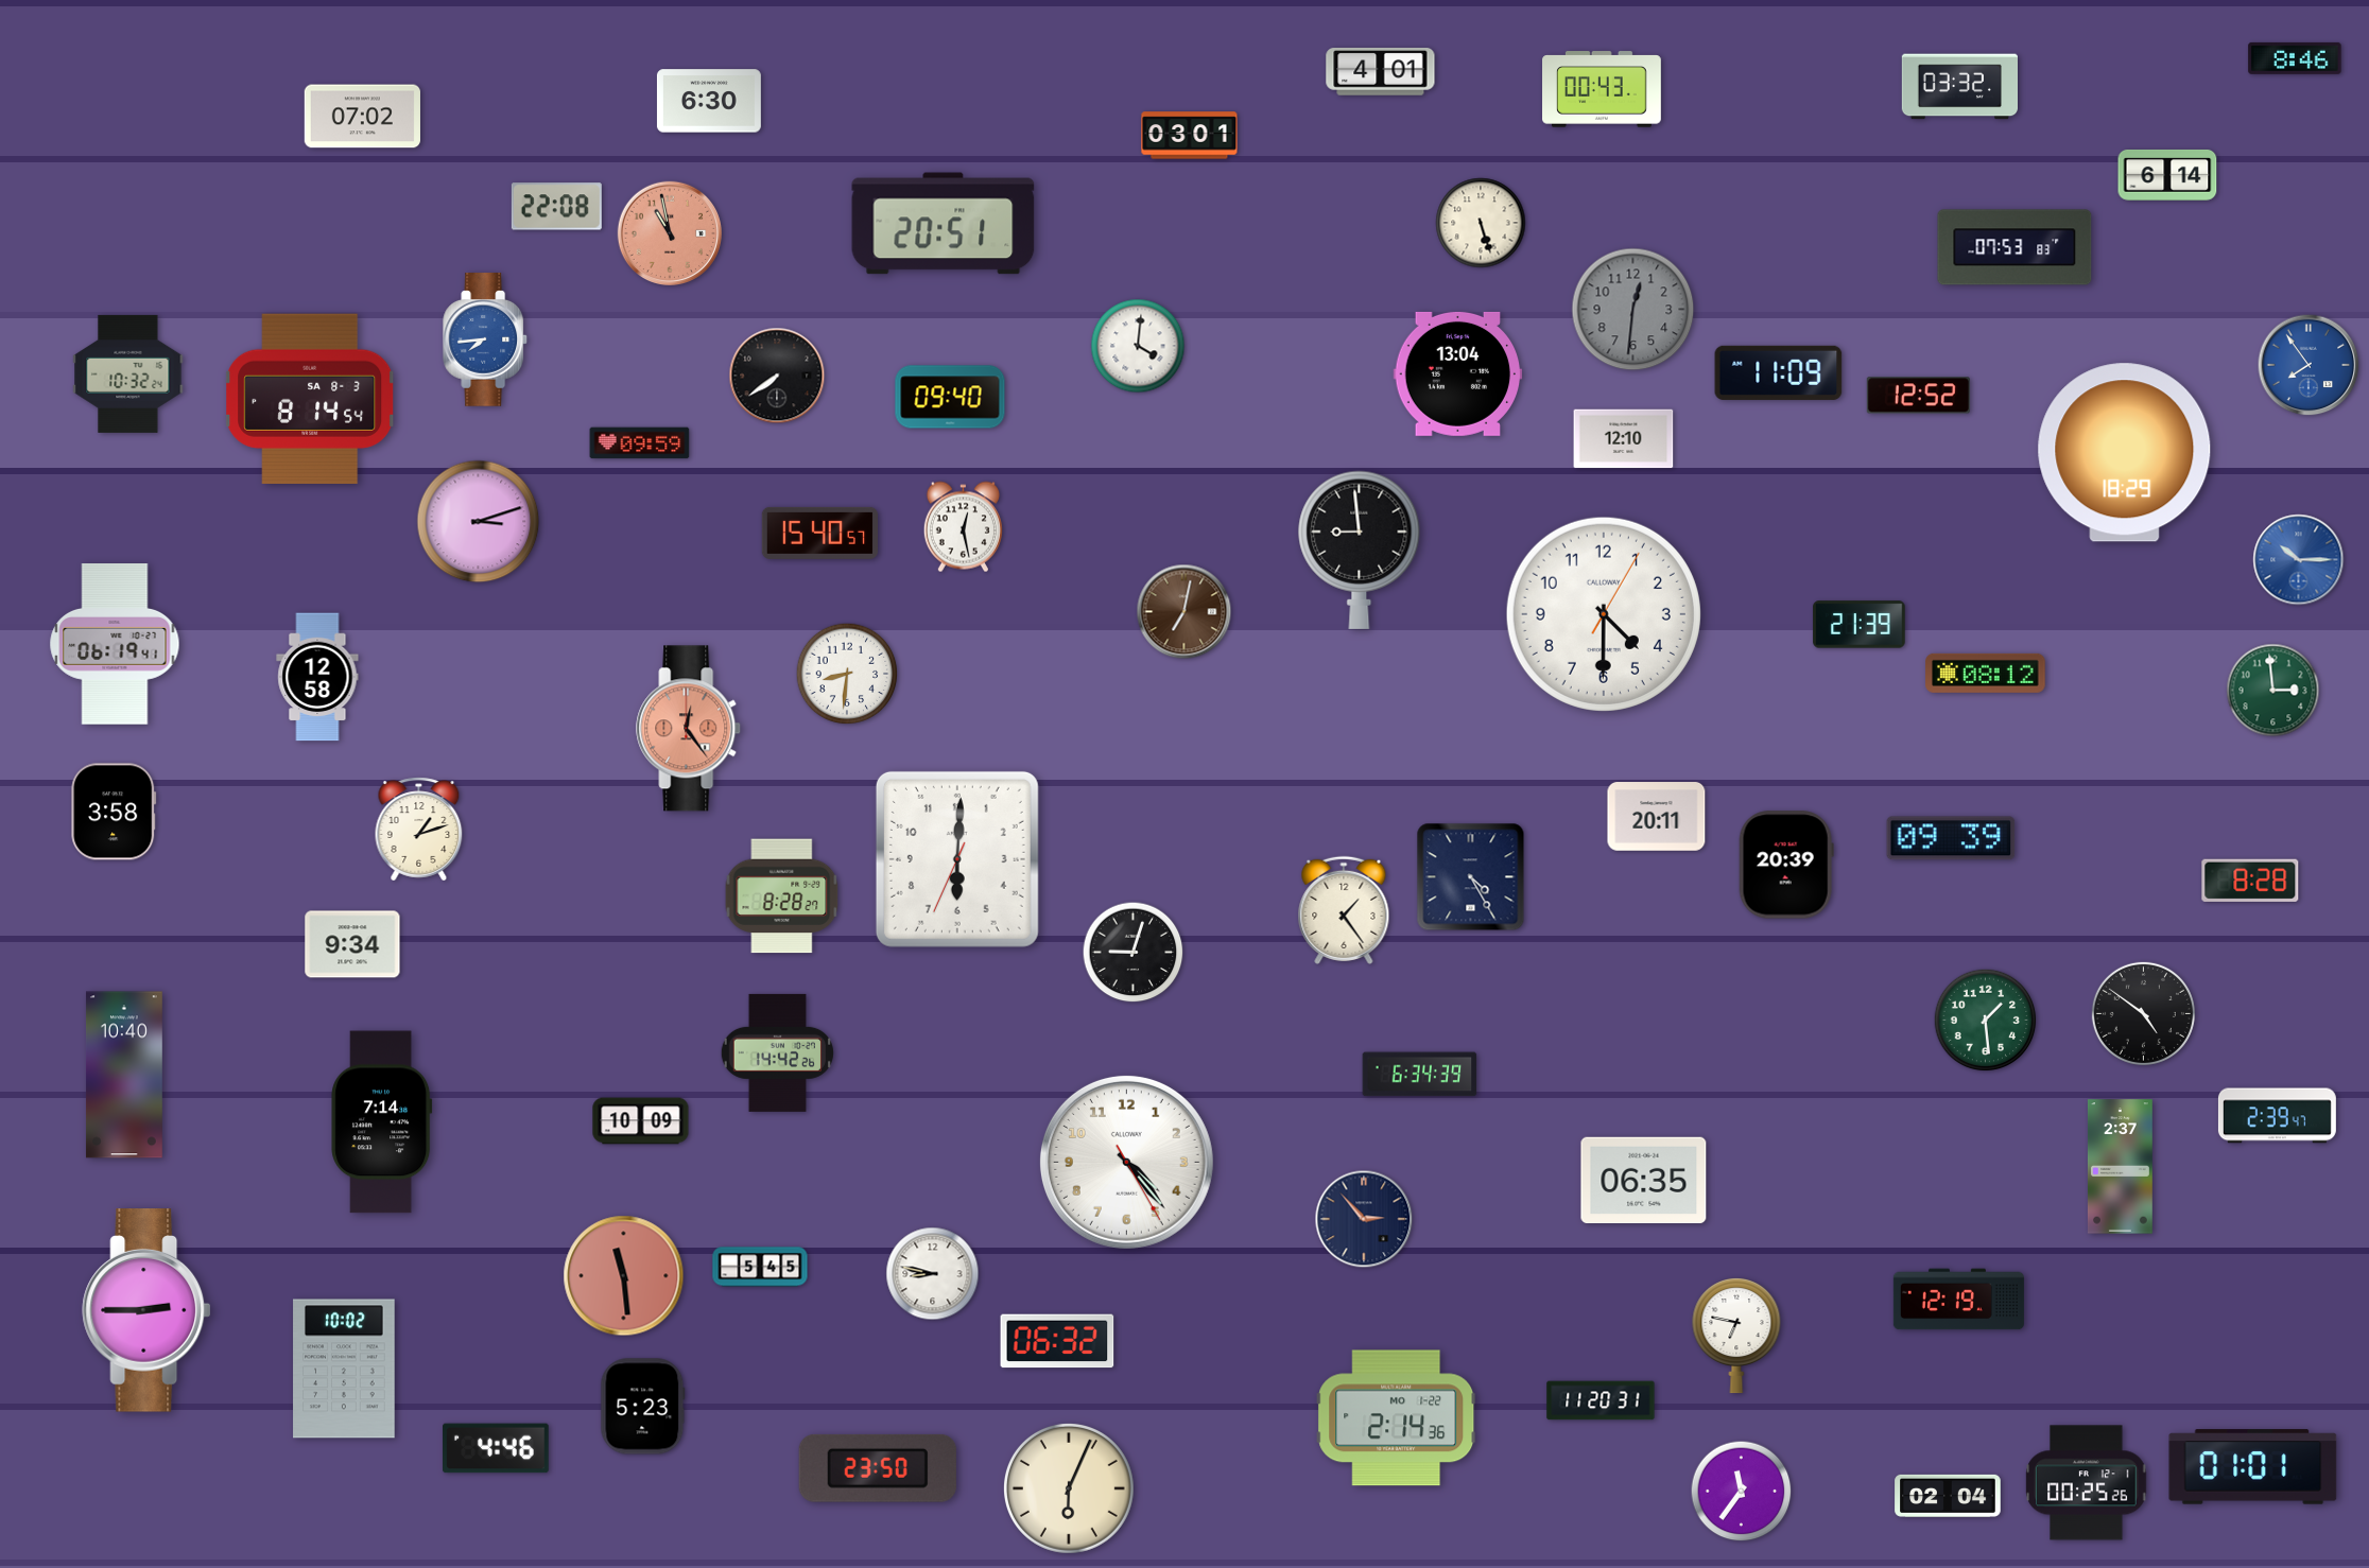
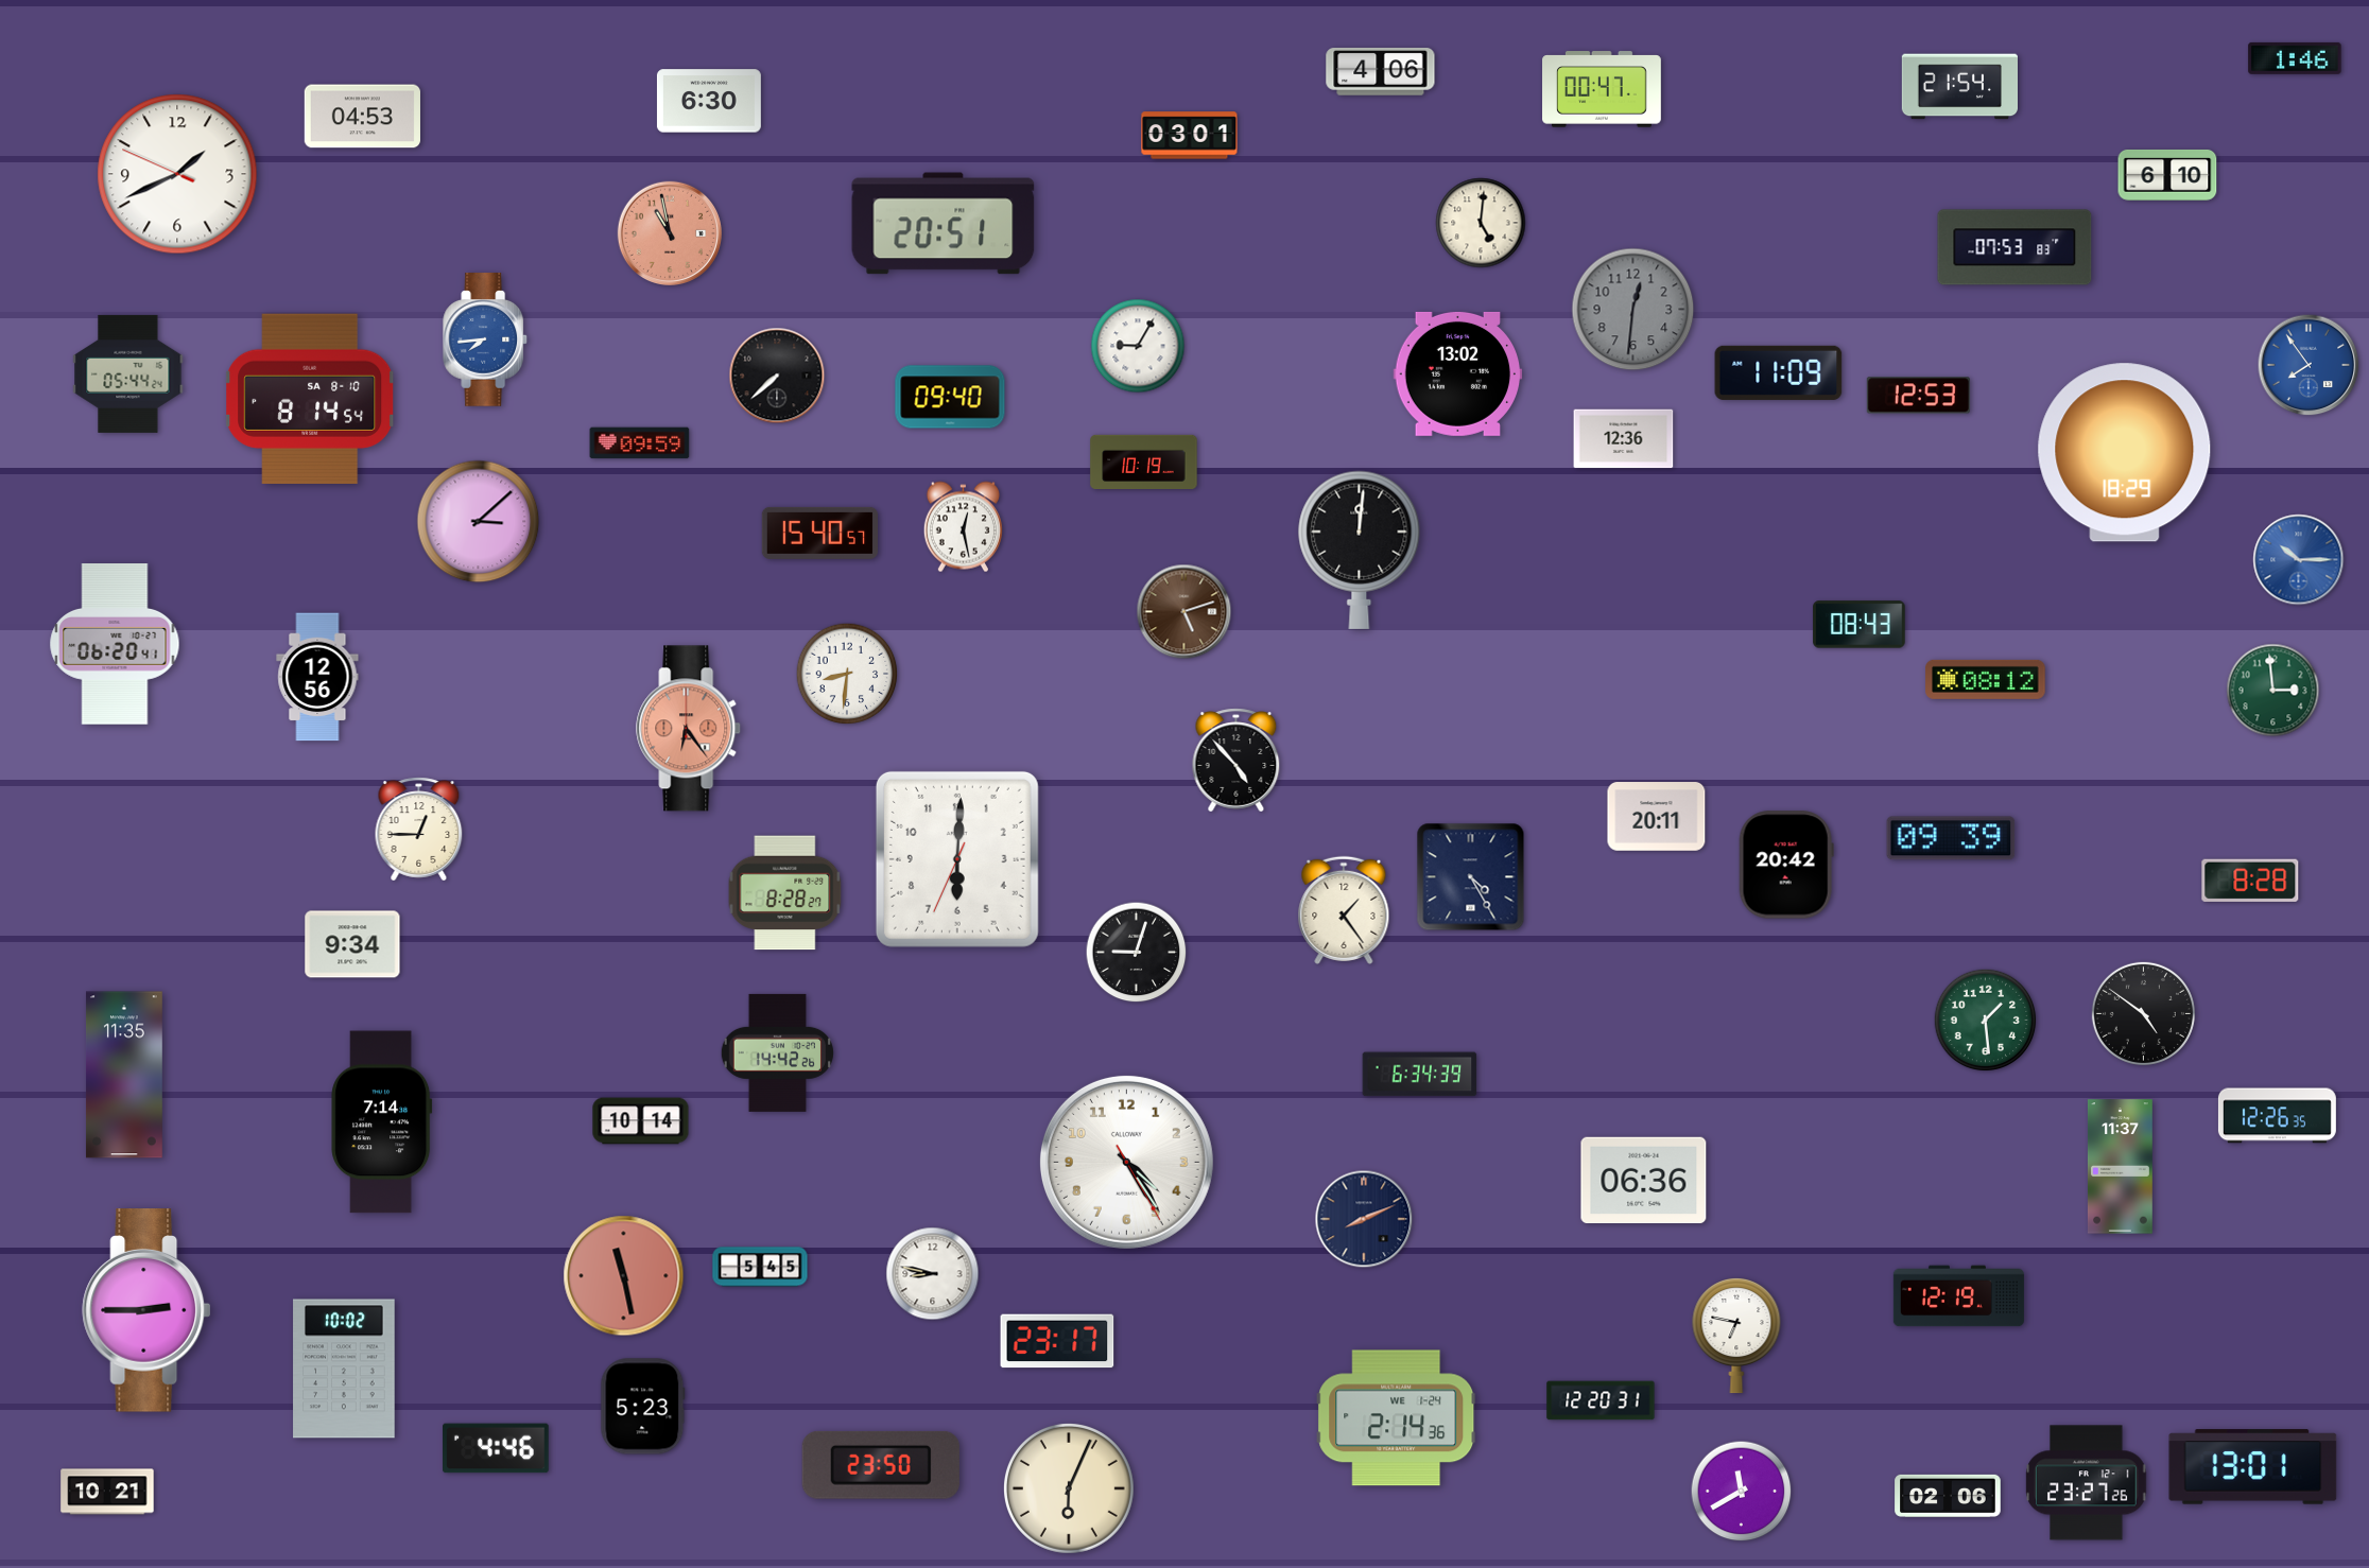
clock at (2295, 58): 8:46 -> 1:46
clock at (1381, 72): 4:01 -> 4:06
clock at (1959, 87): 03:32 -> 21:54
clock at (1603, 89): 00:43 -> 00:47
clock at (362, 117): 07:02 -> 04:53
clock at (177, 174): none -> 1:40
clock at (2167, 175): 6:14 -> 6:10
clock at (556, 207): 22:08 -> none
clock at (1481, 223): 5:27 -> 5:01
clock at (1138, 346): 4:01 -> 9:05
clock at (128, 373): 10:32 -> 05:44
clock at (1458, 373): 13:04 -> 13:02
clock at (777, 376): 7:39 -> 7:38
clock at (1918, 396): 12:52 -> 12:53
clock at (310, 399) date: SA 8-3 -> SA 8-10
clock at (1624, 439): 12:10 -> 12:36
clock at (1144, 461): none -> 10:19
clock at (479, 522): 3:12 -> 3:08
clock at (1360, 550): 8:59 -> 12:01
clock at (1184, 612): 7:02 -> 5:12
clock at (1604, 614): 4:30 -> none
clock at (1860, 625): 21:39 -> 08:43
clock at (115, 644): 06:19 -> 06:20
clock at (1986, 673) position: (1986, 673) -> (1986, 679)
clock at (317, 677): 12:58 -> 12:56
clock at (689, 729): 12:24 -> 6:24
clock at (1237, 761): none -> 4:53
clock at (114, 812): 3:58 -> none
clock at (419, 830): 1:12 -> 12:45
clock at (1786, 865): 20:39 -> 20:42
clock at (782, 896) position: (782, 896) -> (785, 893)
clock at (1134, 953) position: (1134, 953) -> (1137, 953)
clock at (124, 1075): 10:40 -> 11:35
clock at (2277, 1116): 2:39 -> 12:26
clock at (641, 1121): 10:09 -> 10:14
clock at (1126, 1162): 4:23 -> 4:24
clock at (2121, 1167): 2:37 -> 11:37
clock at (1644, 1181): 06:35 -> 06:36
clock at (1364, 1219): 2:53 -> 8:11
clock at (624, 1276): 11:29 -> 11:28
clock at (1958, 1300) position: (1958, 1300) -> (1958, 1296)
clock at (1057, 1341): 06:32 -> 23:17
clock at (1601, 1400): 11:20 -> 12:20
clock at (1397, 1418) date: MO 1-22 -> WE 1-24
clock at (2253, 1467): 01:01 -> 13:01
clock at (878, 1468) position: (878, 1468) -> (881, 1465)
clock at (2087, 1483): 00:25 -> 23:27
clock at (107, 1492): none -> 10:21
clock at (1742, 1492): 11:36 -> 11:40
clock at (1948, 1496): 02:04 -> 02:06
